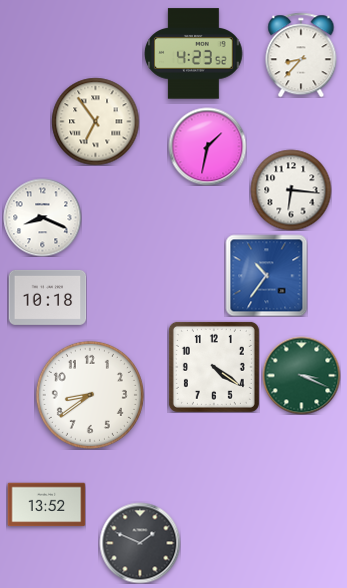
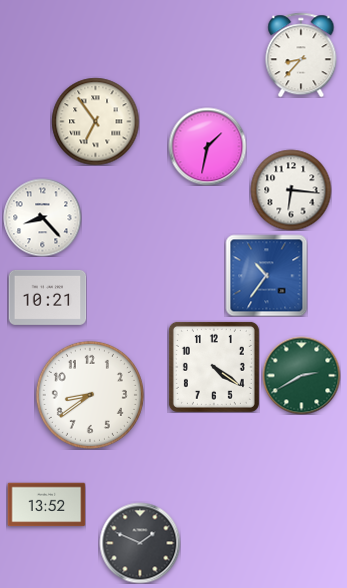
clock at (194, 54): 4:23 -> none
clock at (42, 217): 8:19 -> 8:23
clock at (47, 297): 10:18 -> 10:21
clock at (301, 375): 3:19 -> 2:40
